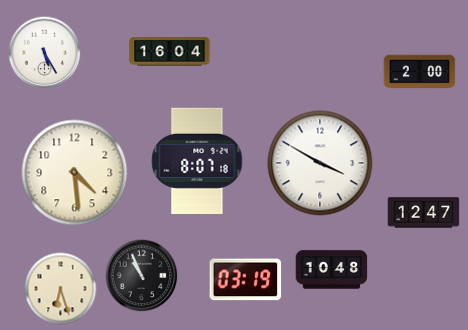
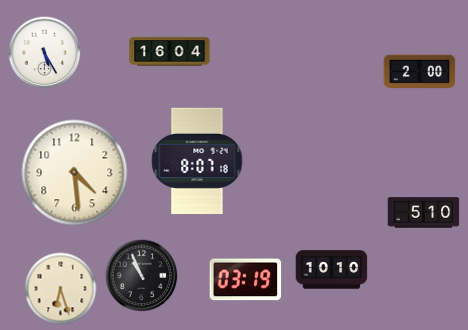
clock at (320, 163): 3:50 -> none
clock at (424, 213): 12:47 -> 5:10
clock at (332, 270): 10:48 -> 10:10
